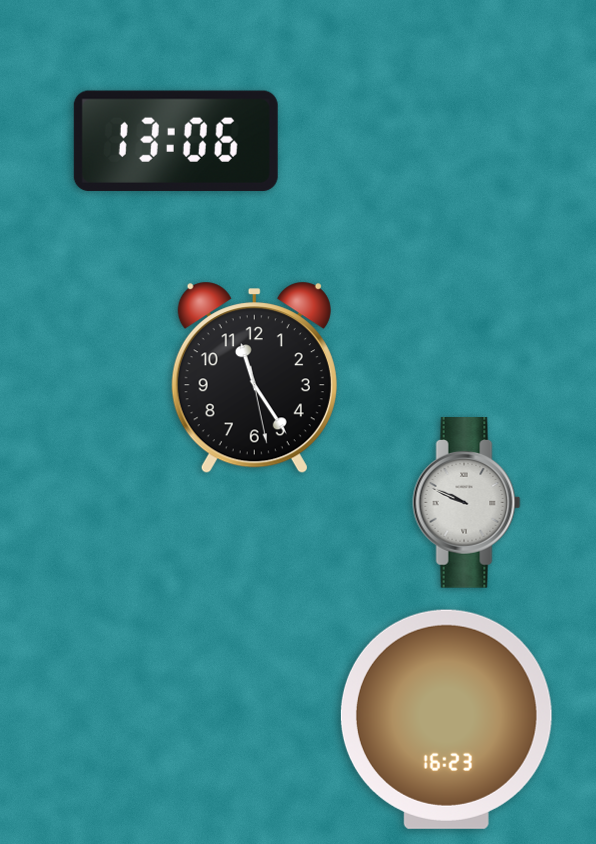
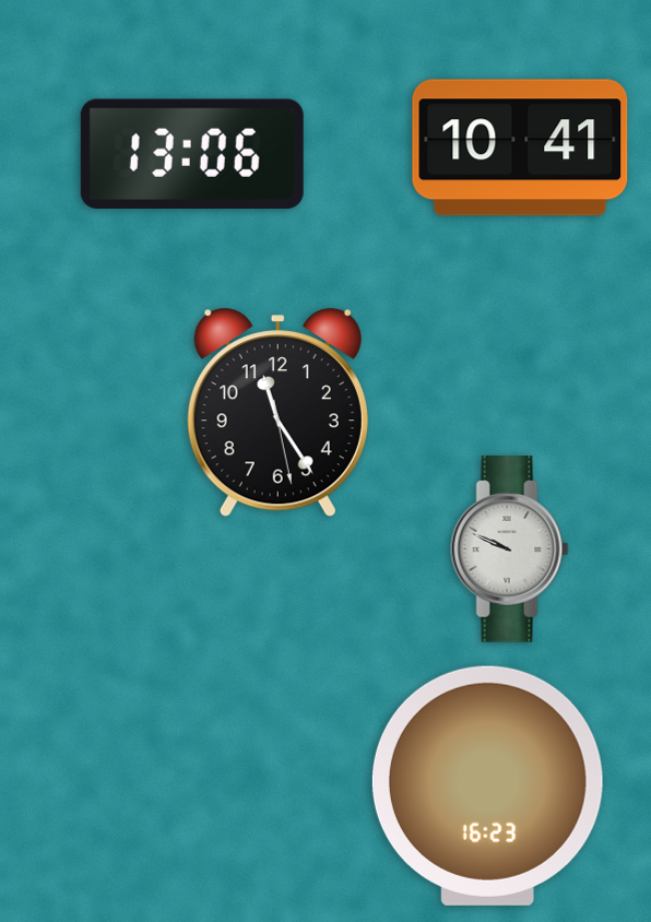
clock at (520, 147): none -> 10:41
